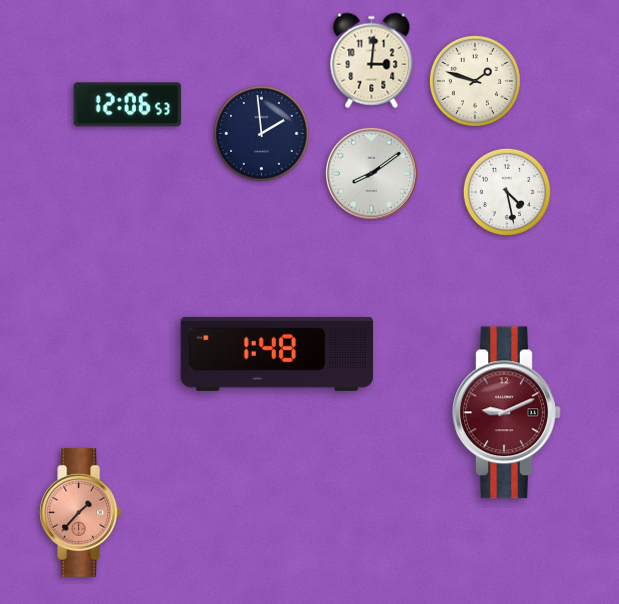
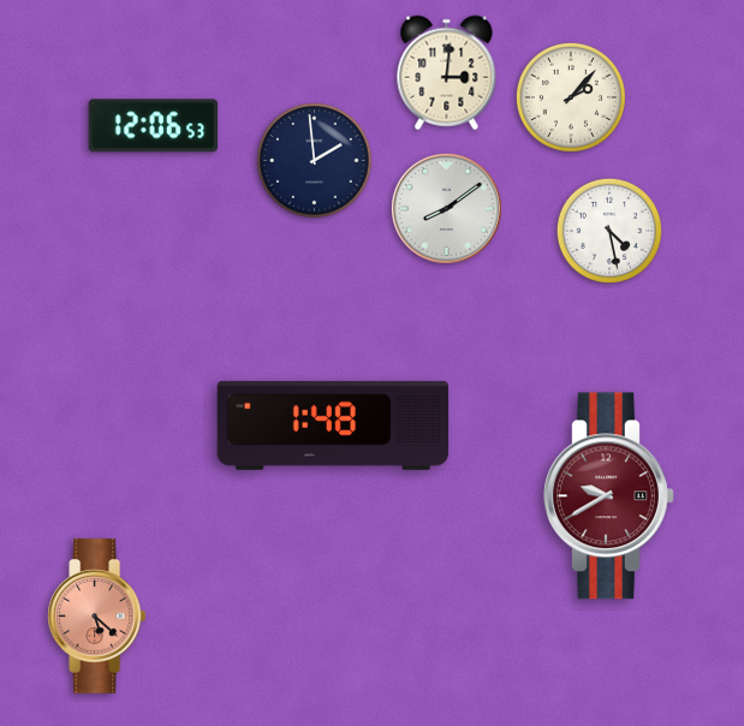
clock at (475, 81): 1:48 -> 2:07
clock at (507, 413): 9:11 -> 9:40
clock at (81, 512): 1:37 -> 5:22
